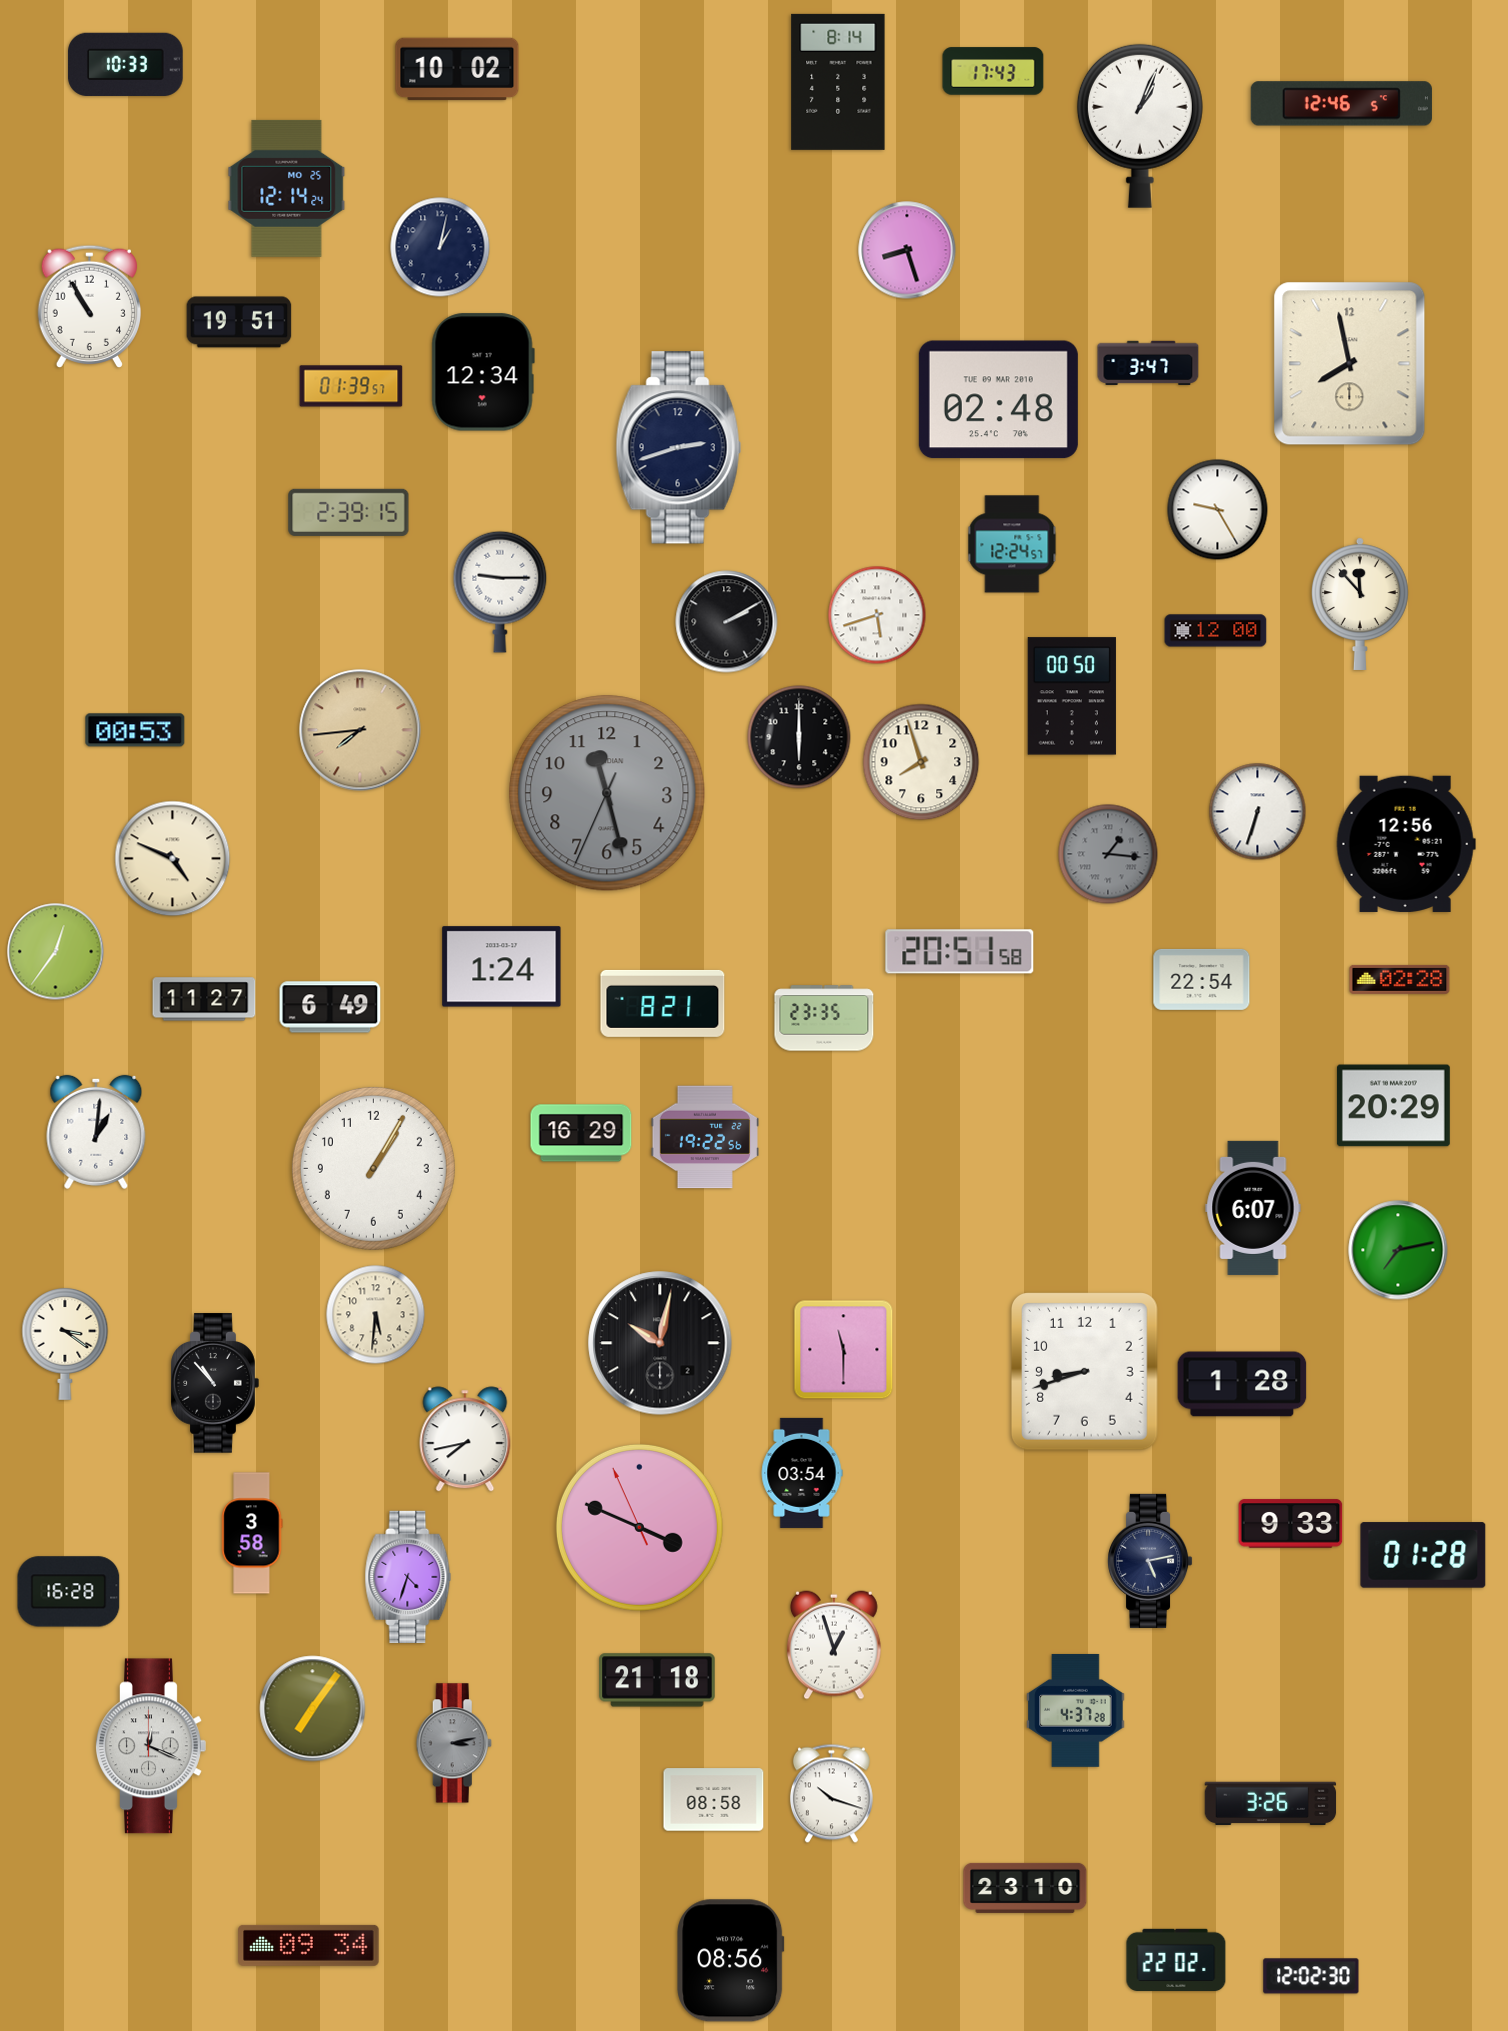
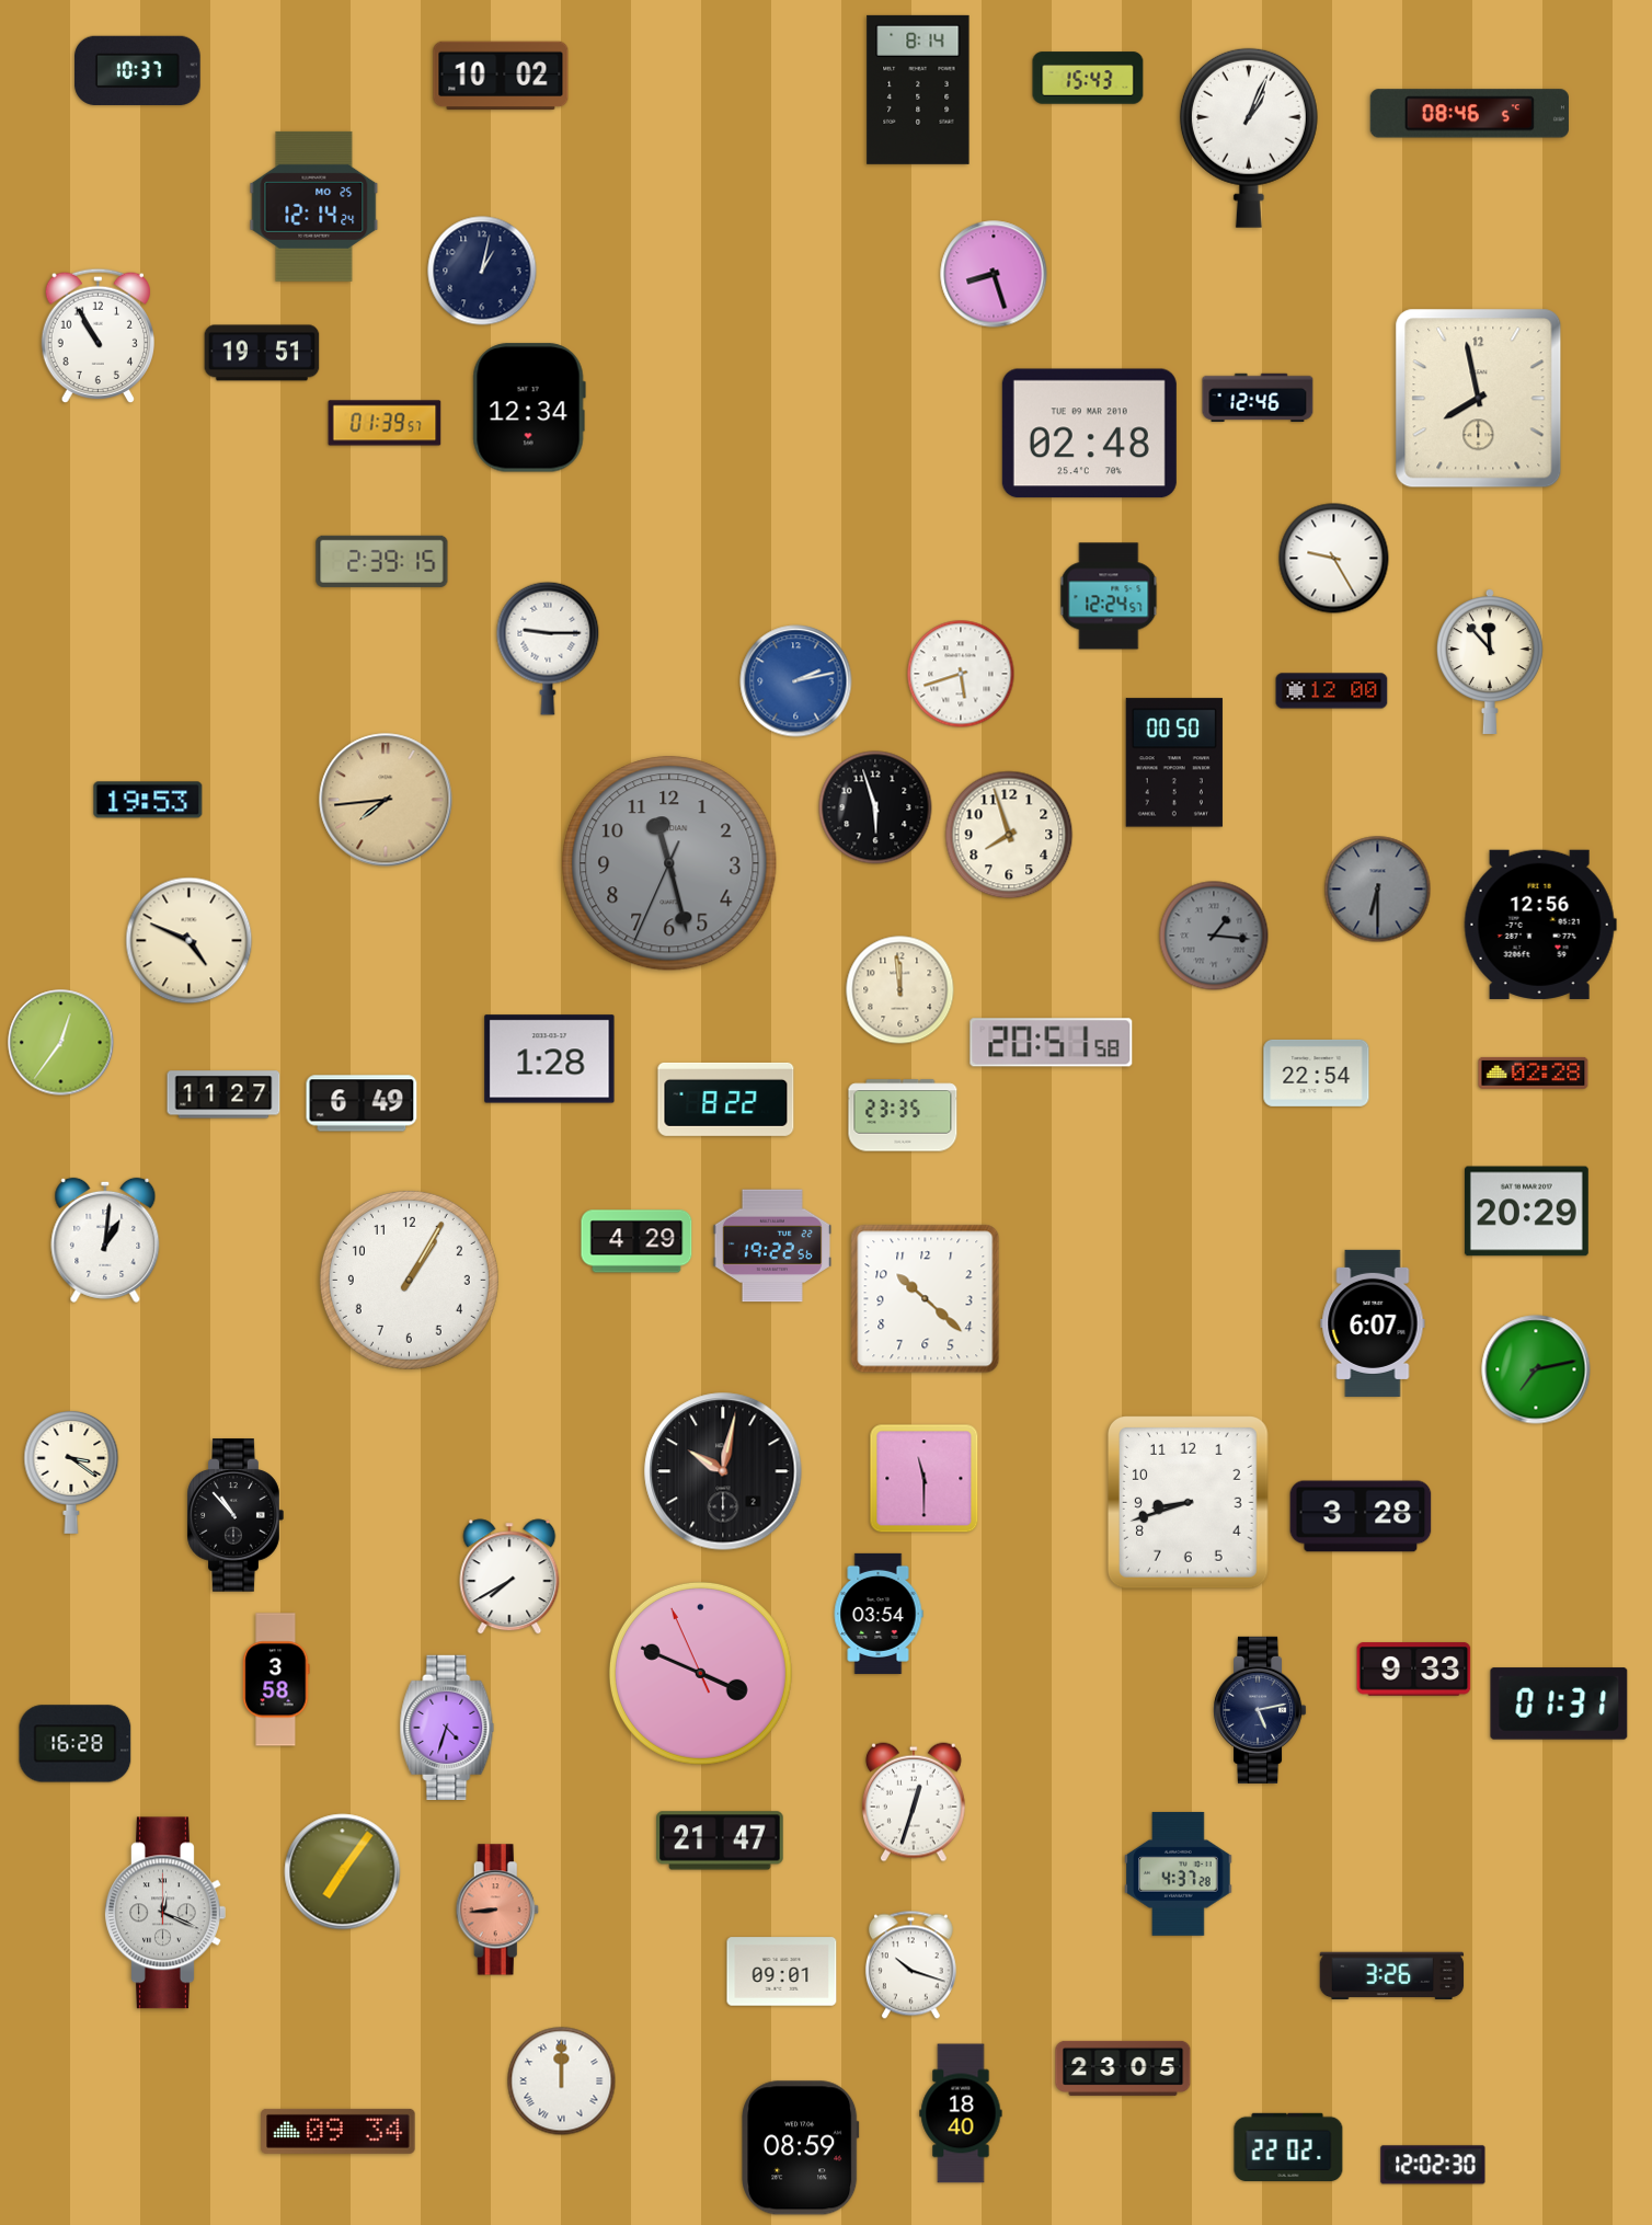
clock at (126, 64): 10:33 -> 10:37
clock at (993, 71): 17:43 -> 15:43
clock at (1341, 104): 12:46 -> 08:46
clock at (1148, 362): 3:47 -> 12:46
clock at (998, 400) position: (998, 400) -> (1089, 434)
clock at (678, 448): 2:42 -> none
clock at (727, 622): 2:10 -> 2:13
clock at (727, 622) dial: black -> blue
clock at (135, 730): 00:53 -> 19:53
clock at (360, 730) position: (360, 730) -> (386, 800)
clock at (799, 737): 6:00 -> 5:57
clock at (607, 793) position: (607, 793) -> (669, 863)
clock at (1258, 812): 6:33 -> 6:30
clock at (1258, 812) dial: white -> grey
clock at (900, 990): none -> 11:59
clock at (502, 967): 1:24 -> 1:28
clock at (663, 1003): 8:21 -> 8:22
clock at (581, 1133): 16:29 -> 4:29
clock at (926, 1299): none -> 10:22
clock at (1398, 1250) position: (1398, 1250) -> (1536, 1369)
clock at (376, 1315): 5:31 -> none
clock at (1242, 1384): 1:28 -> 3:28
clock at (465, 1439): 7:43 -> 7:40
clock at (1423, 1555): 01:28 -> 01:31
clock at (834, 1645): 12:57 -> 12:33
clock at (657, 1680): 21:18 -> 21:47
clock at (454, 1743): 3:13 -> 8:44
clock at (454, 1743) dial: grey -> salmon
clock at (714, 1800): 08:58 -> 09:01
clock at (1025, 1888): 23:10 -> 23:05
clock at (562, 2081): none -> 12:00
clock at (961, 2113): none -> 18:40
clock at (731, 1961): 08:56 -> 08:59
clock at (1311, 1976) position: (1311, 1976) -> (1433, 2165)
